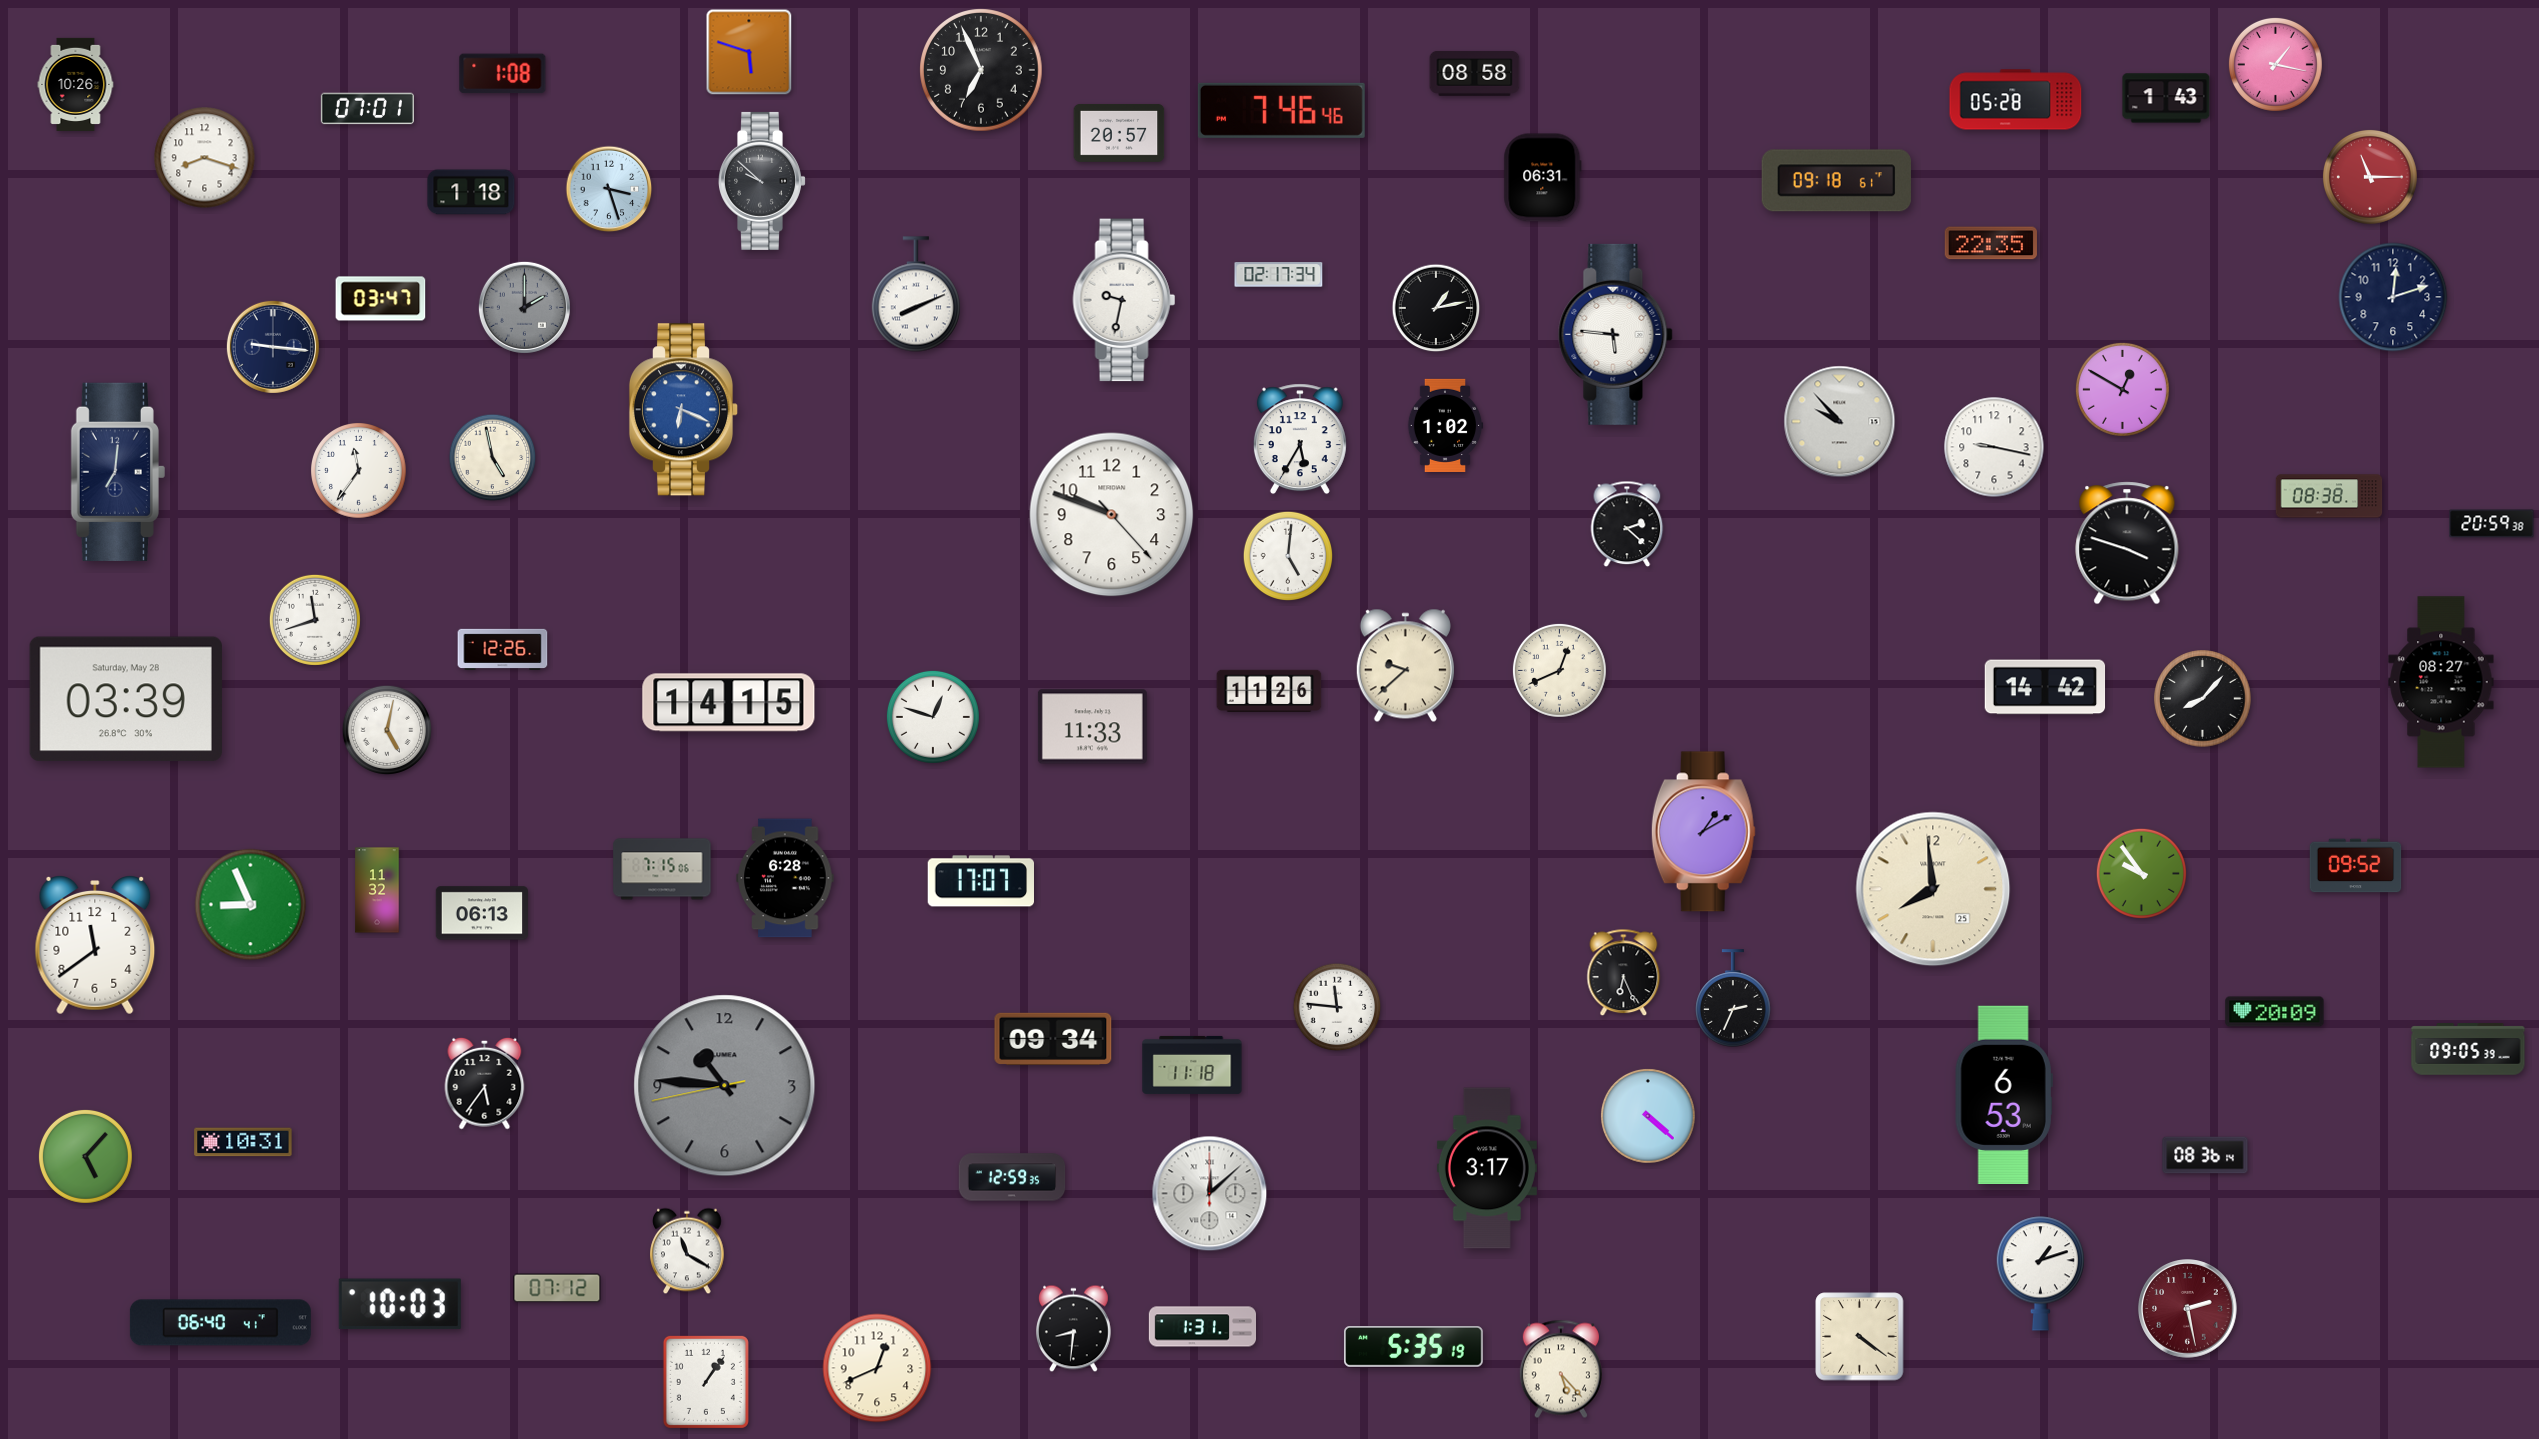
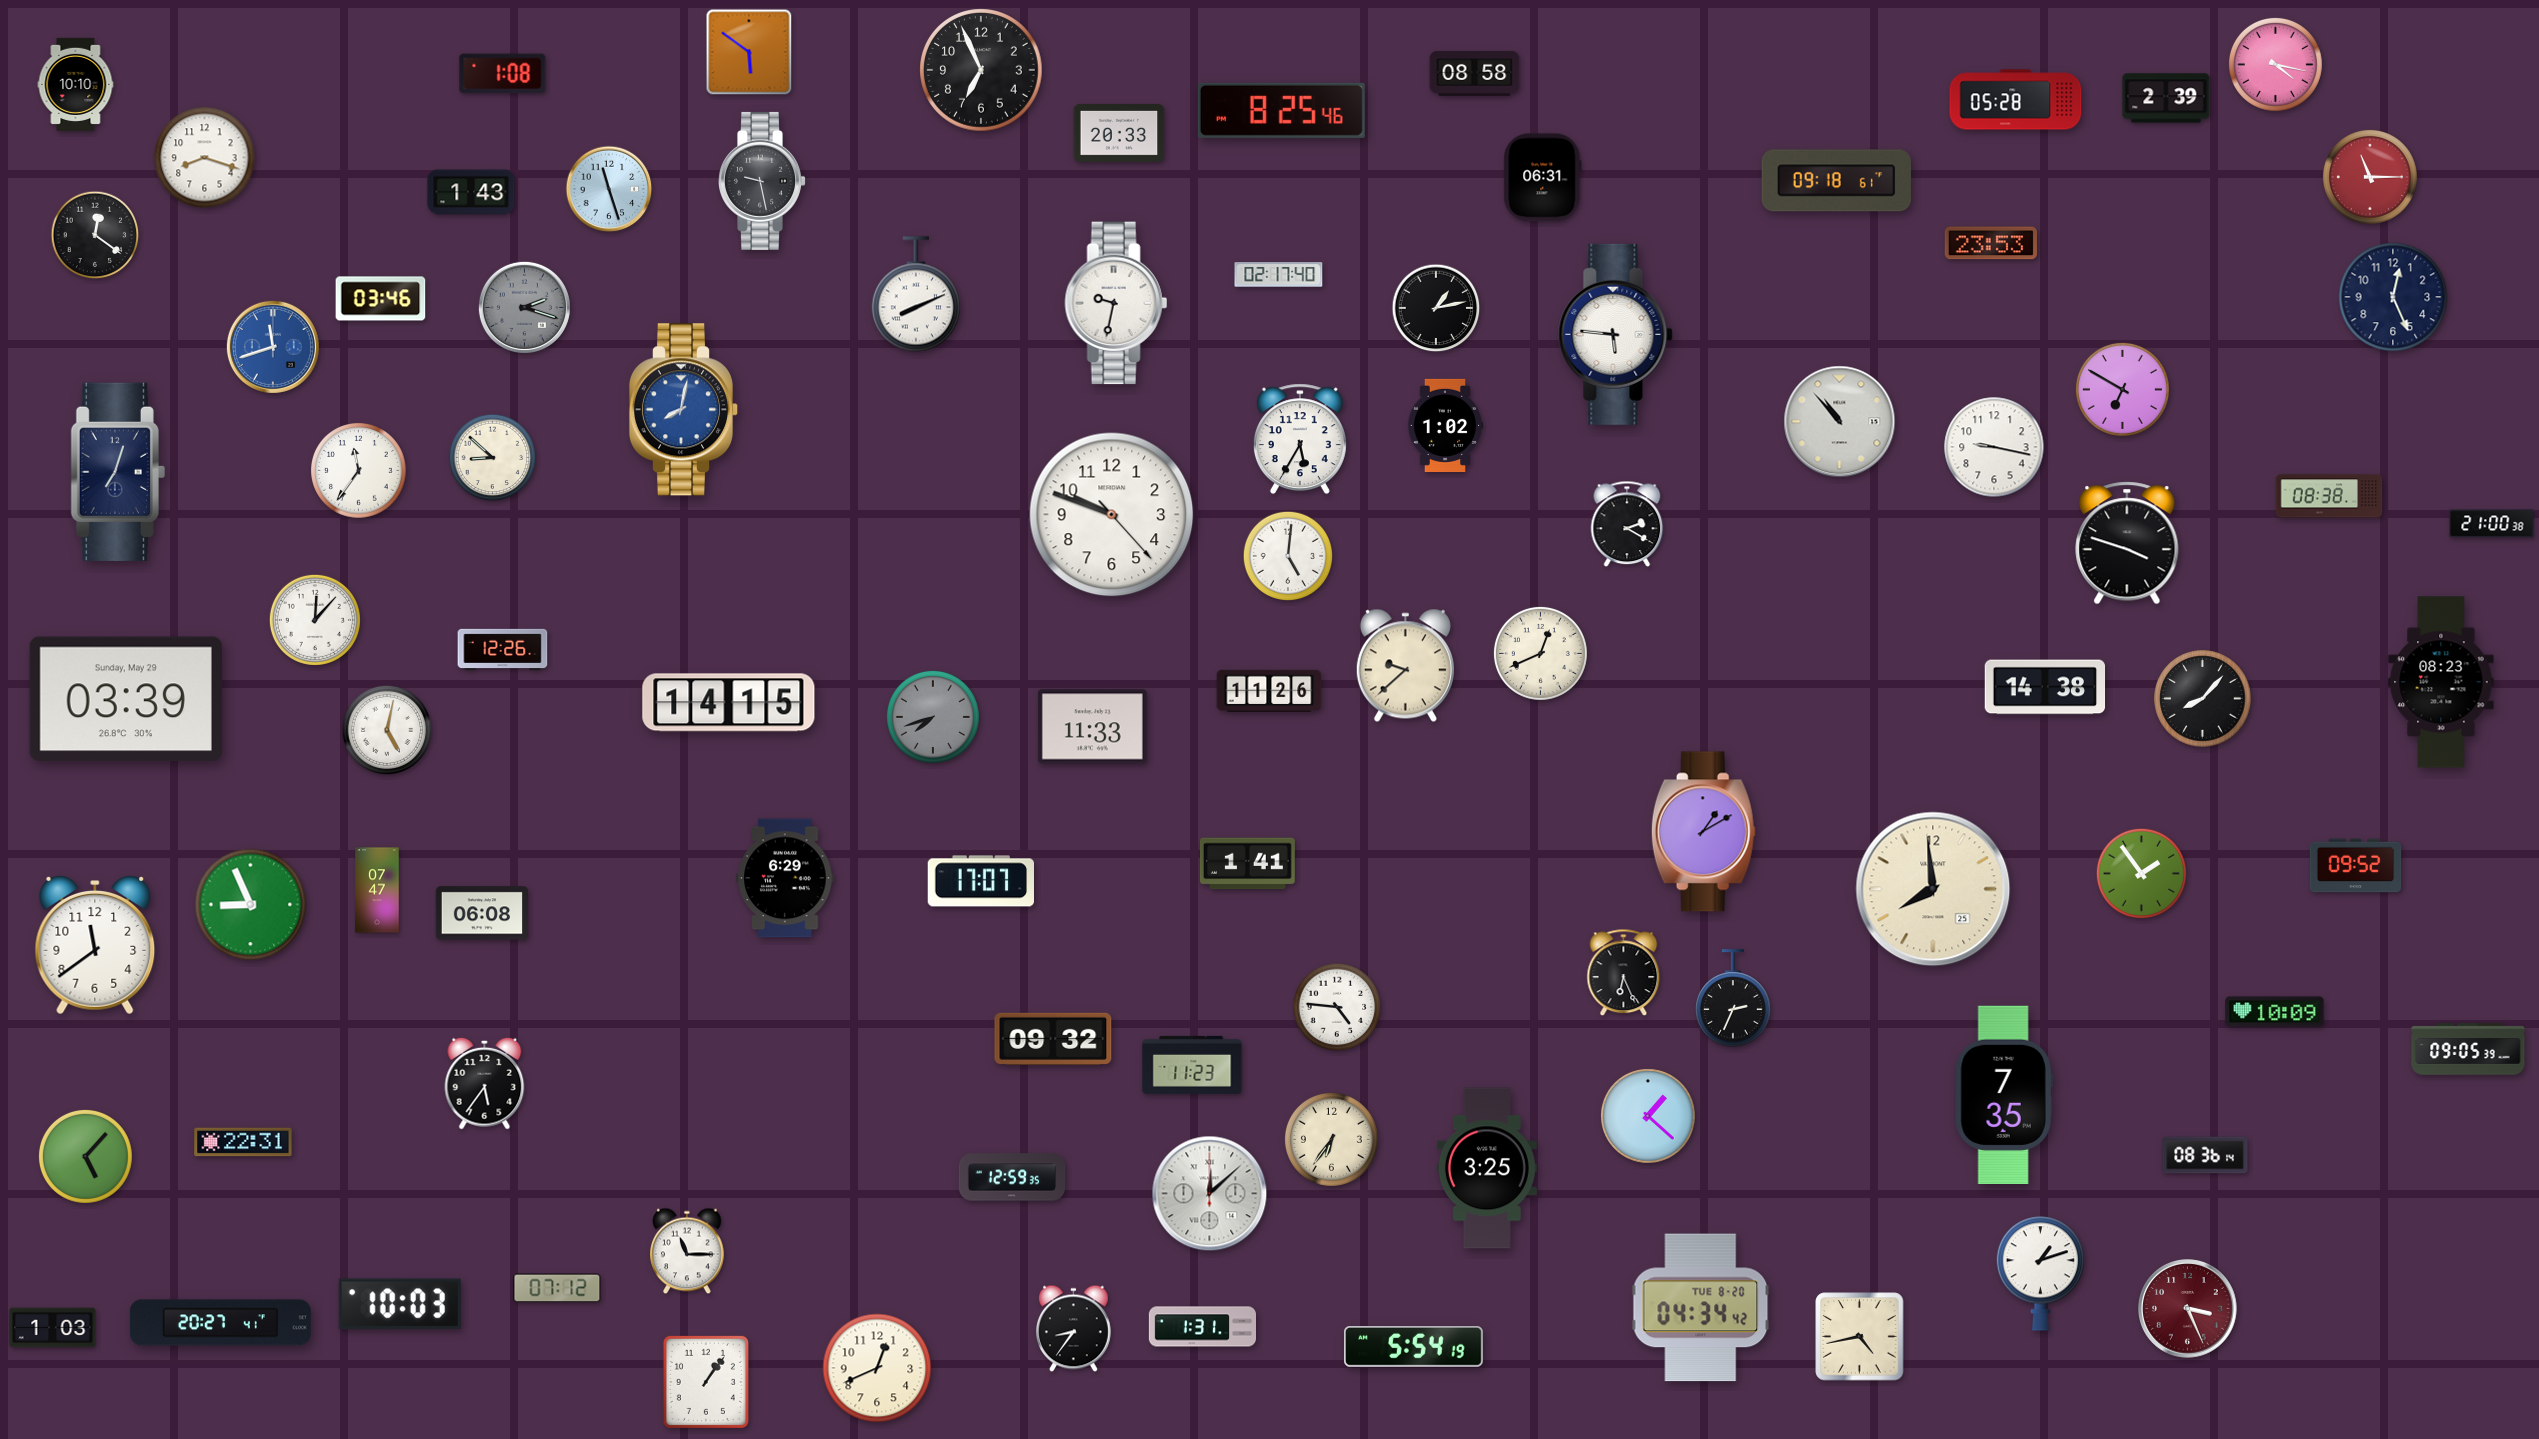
clock at (749, 52): 5:48 -> 5:51
clock at (2275, 64): 1:17 -> 4:17
clock at (76, 84): 10:26 -> 10:10
clock at (2166, 98): 1:43 -> 2:39
clock at (367, 109): 07:01 -> none
clock at (1281, 110): 7:46 -> 8:25
clock at (1119, 133): 20:57 -> 20:33
clock at (763, 181): 9:52 -> 9:28
clock at (609, 189): 3:27 -> 11:27
clock at (471, 192): 1:18 -> 1:43
clock at (95, 235): none -> 12:21
clock at (1991, 243): 22:35 -> 23:53
clock at (1279, 275): 02:17:34 -> 02:17:40
clock at (2393, 297): 12:12 -> 12:26
clock at (381, 299): 03:47 -> 03:46
clock at (1124, 300) position: (1124, 300) -> (1116, 303)
clock at (524, 307): 2:00 -> 2:18
clock at (273, 347): 9:16 -> 11:42
clock at (273, 347) dial: navy -> blue
clock at (2122, 389): 12:50 -> 6:50
clock at (684, 410): 6:19 -> 8:02
clock at (1840, 422): 9:53 -> 10:53
clock at (493, 458): 4:58 -> 8:52
clock at (118, 472): 7:01 -> 7:03
clock at (1627, 524): 2:22 -> 2:20
clock at (2492, 524): 20:59 -> 21:00
clock at (315, 620): 11:42 -> 12:07
clock at (1559, 670) position: (1559, 670) -> (1540, 653)
clock at (2441, 682): 08:27 -> 08:23
clock at (2045, 687): 14:42 -> 14:38
clock at (126, 699) date: Saturday, May 28 -> Sunday, May 29
clock at (933, 717): 12:48 -> 7:42
clock at (933, 717) dial: white -> grey
clock at (1247, 864): none -> 1:41
clock at (662, 869): 7:15 -> none
clock at (2141, 873): 9:54 -> 1:54
clock at (785, 878): 6:28 -> 6:29
clock at (377, 890): 11:32 -> 07:47
clock at (482, 913): 06:13 -> 06:08
clock at (1337, 1007): 11:46 -> 4:46
clock at (2275, 1012): 20:09 -> 10:09
clock at (1053, 1038): 09:34 -> 09:32
clock at (1192, 1065): 11:18 -> 11:23
clock at (725, 1086): 10:45 -> none
clock at (2004, 1094): 6:53 -> 7:35
clock at (1648, 1117): 4:22 -> 1:22
clock at (1331, 1139): none -> 6:36
clock at (243, 1142): 10:31 -> 22:31
clock at (1487, 1168): 3:17 -> 3:25
clock at (687, 1251): 11:20 -> 11:15
clock at (1701, 1308): none -> 04:34
clock at (2188, 1309): 2:28 -> 3:26
clock at (220, 1323): 06:40 -> 20:27
clock at (53, 1328): none -> 1:03
clock at (1074, 1329): 8:31 -> 8:36
clock at (1860, 1337): 4:21 -> 4:43
clock at (1414, 1347): 5:35 -> 5:54
clock at (1561, 1369): 5:23 -> none
